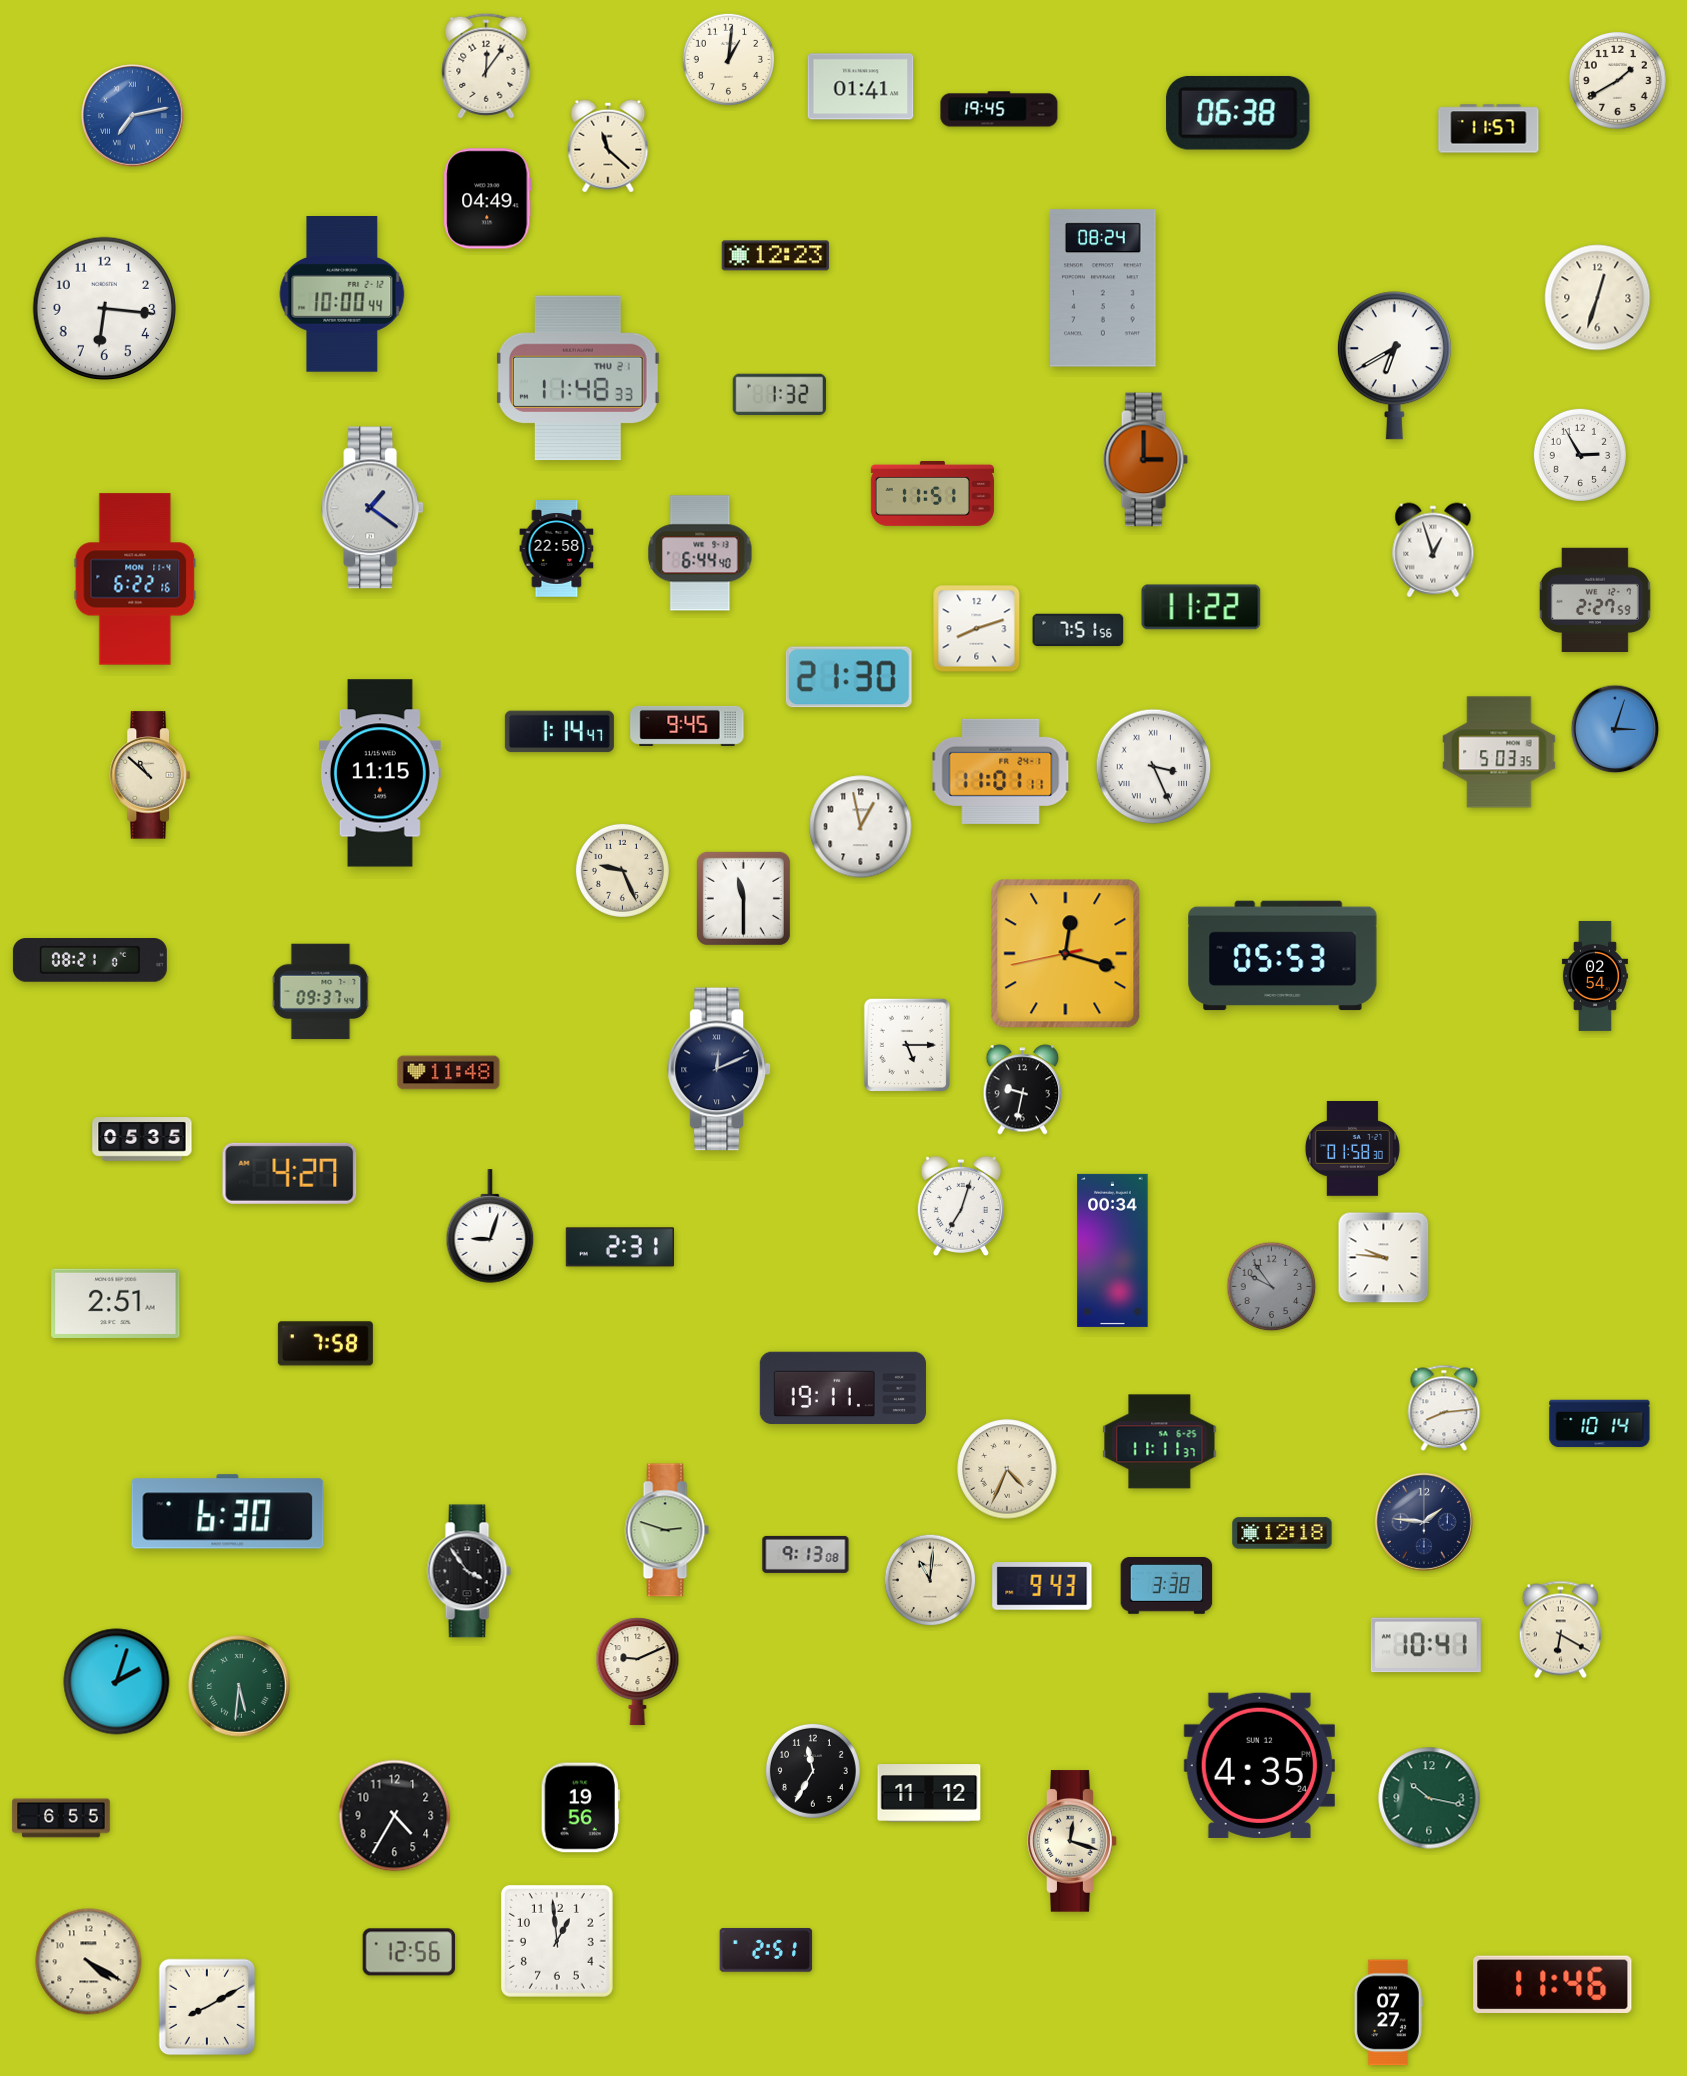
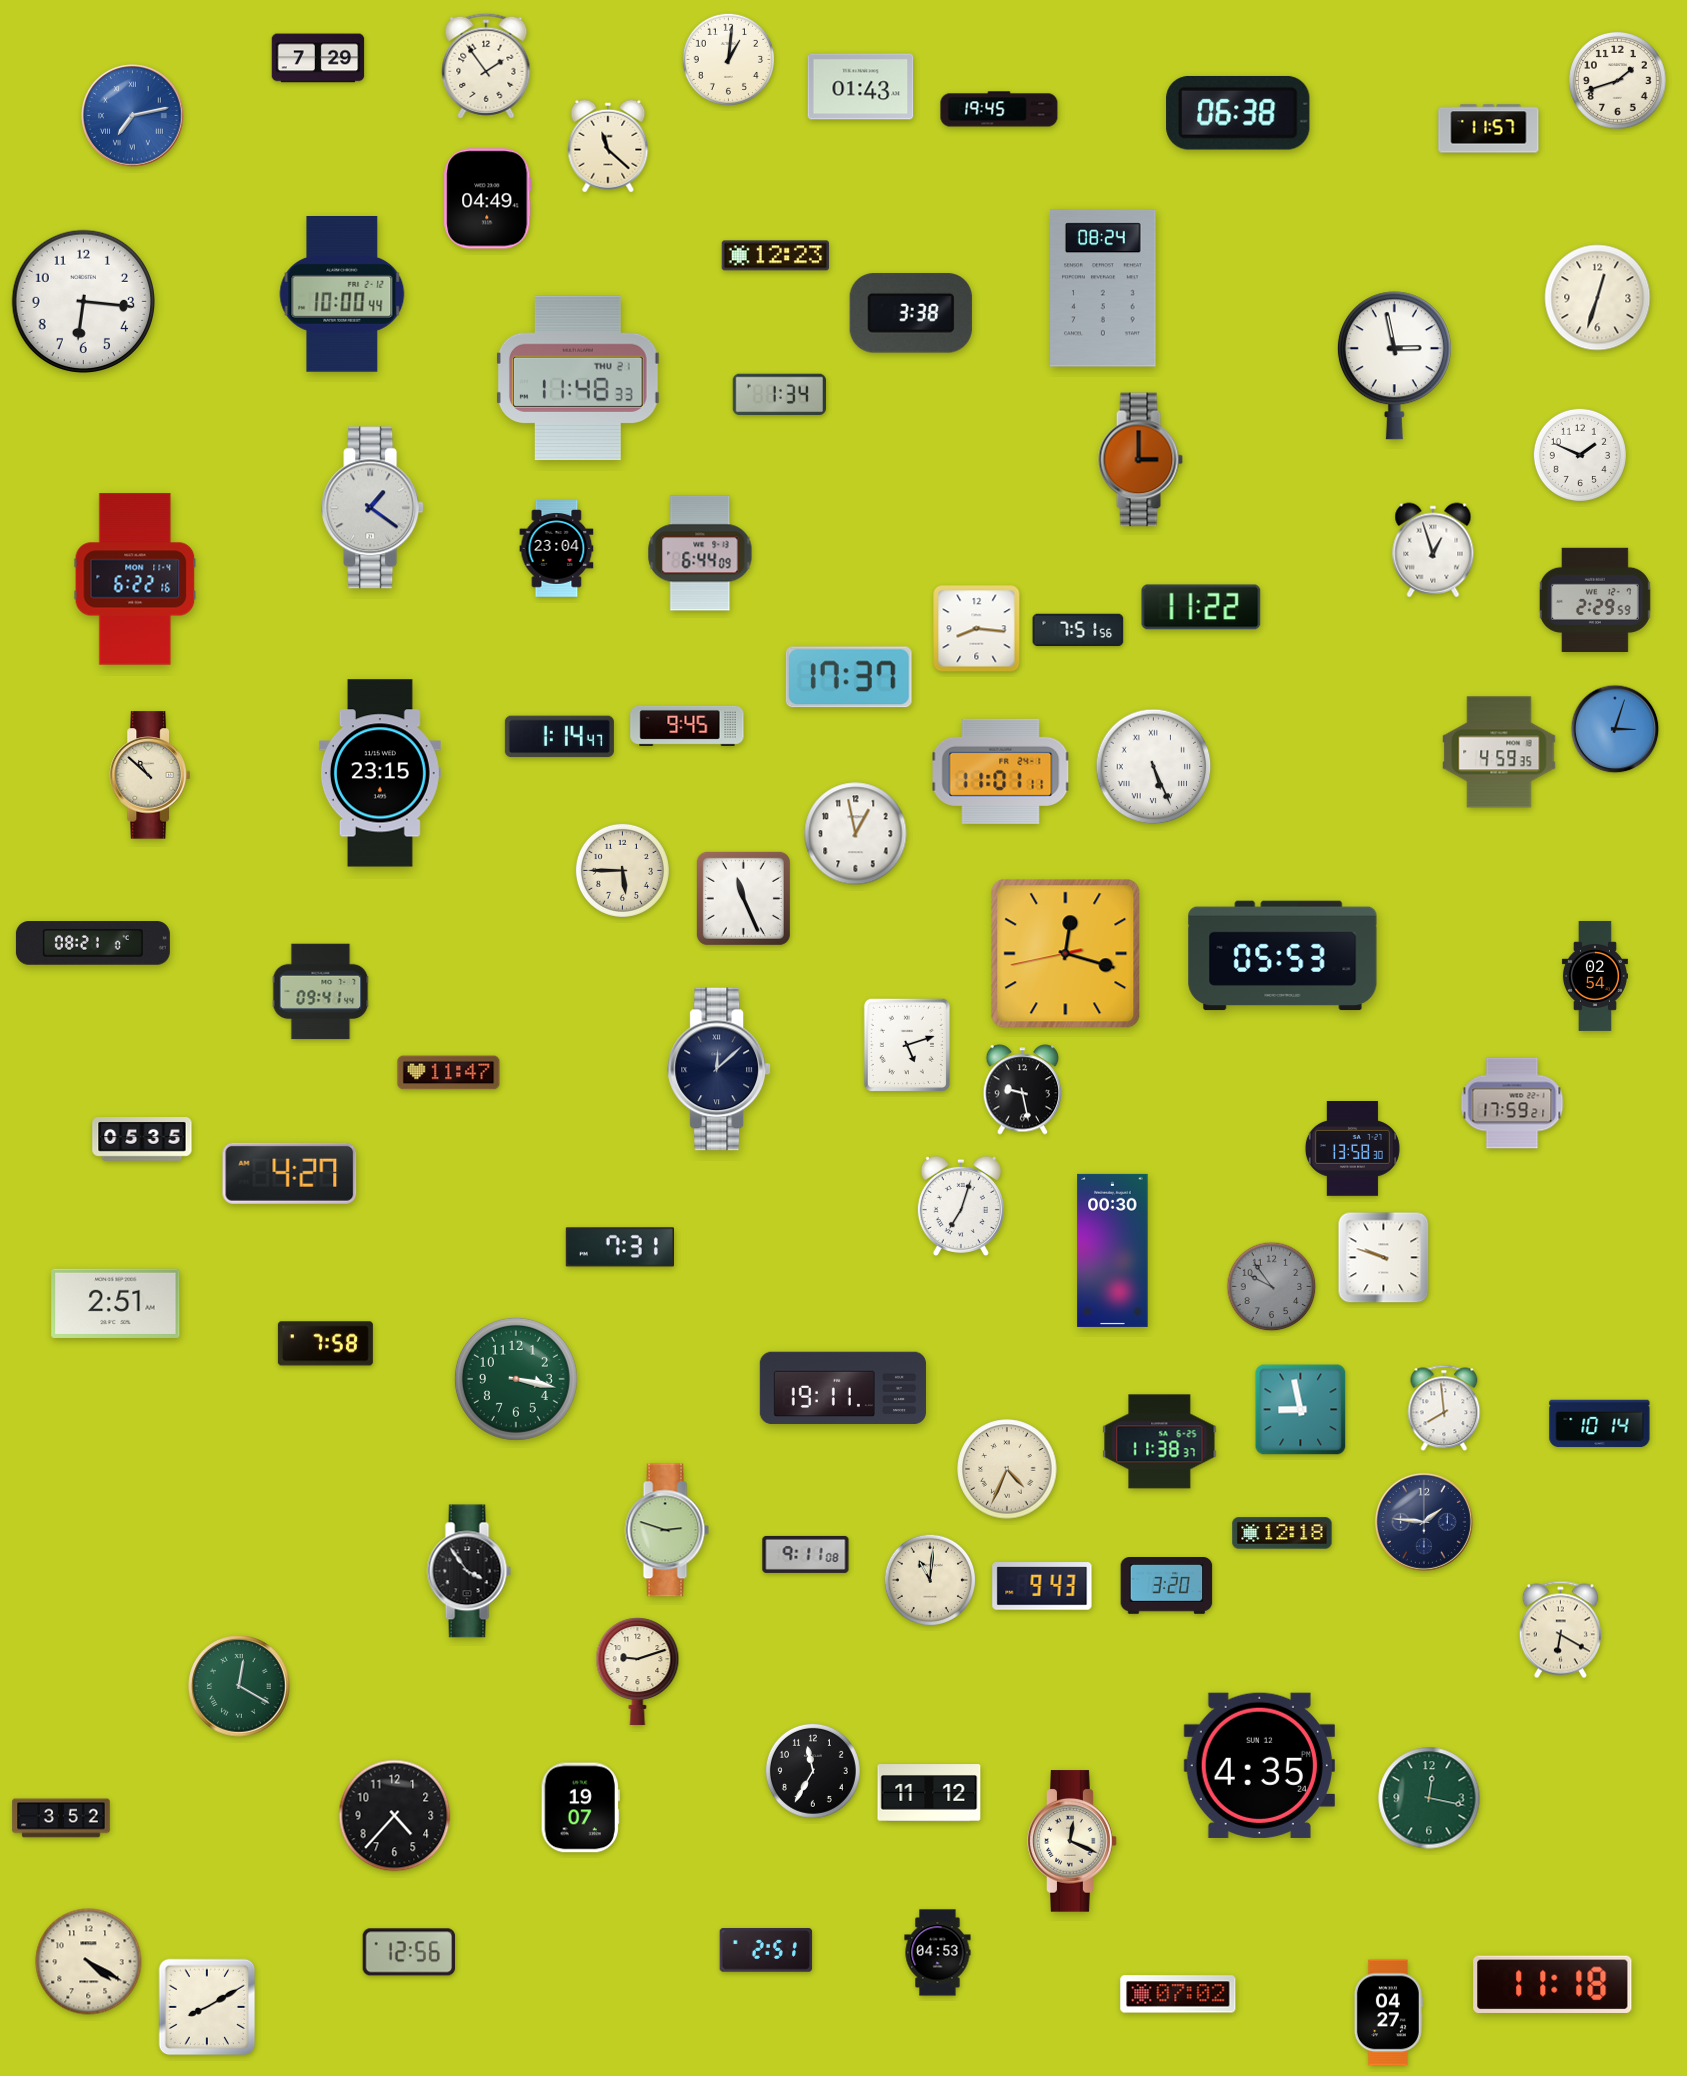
clock at (318, 58): none -> 7:29
clock at (486, 66): 12:06 -> 1:54
clock at (1618, 81): 1:40 -> 1:42
clock at (861, 87): 01:41 -> 01:43
clock at (104, 308) position: (104, 308) -> (83, 301)
clock at (911, 313): none -> 3:38
clock at (1394, 366): 6:40 -> 2:58
clock at (779, 395): 1:32 -> 1:34
clock at (1580, 455): 2:55 -> 1:49
clock at (1145, 460) position: (1145, 460) -> (1140, 460)
clock at (932, 493): 11:51 -> none
clock at (557, 549): 22:58 -> 23:04
clock at (700, 553): 6:44:40 -> 6:44:09
clock at (1595, 599): 2:27 -> 2:29
clock at (977, 629): 8:12 -> 8:16
clock at (849, 677): 21:30 -> 17:37
clock at (559, 732) position: (559, 732) -> (559, 737)
clock at (1499, 752): 5:03 -> 4:59
clock at (1154, 767): 3:26 -> 5:26
clock at (380, 773): 11:15 -> 23:15
clock at (861, 827) position: (861, 827) -> (856, 834)
clock at (622, 870): 9:26 -> 5:45
clock at (743, 898): 11:30 -> 11:26
clock at (90, 960) position: (90, 960) -> (93, 943)
clock at (321, 992): 09:37 -> 09:41
clock at (907, 1045): 5:15 -> 5:12
clock at (719, 1069): 12:11 -> 12:08
clock at (449, 1073): 11:48 -> 11:47
clock at (1023, 1090): 9:32 -> 9:28
clock at (1512, 1103): none -> 17:59
clock at (1352, 1149): 01:58 -> 13:58
clock at (490, 1226): 9:03 -> none
clock at (620, 1247): 2:31 -> 7:31
clock at (1113, 1250): 00:34 -> 00:30
clock at (1384, 1258): 9:46 -> 9:48
clock at (516, 1379): none -> 3:17
clock at (1444, 1408): 8:14 -> 7:59
clock at (1301, 1410): none -> 8:58
clock at (1160, 1442): 11:11 -> 11:38
clock at (228, 1512): 6:30 -> none
clock at (806, 1554): 9:13 -> 9:11
clock at (1167, 1586): 3:38 -> 3:20
clock at (1426, 1645): 10:41 -> none
clock at (638, 1672): 9:11 -> 9:12
clock at (117, 1682): 2:03 -> none
clock at (239, 1686): 5:31 -> 12:20
clock at (1429, 1798): 10:17 -> 12:17
clock at (580, 1808): 19:56 -> 19:07
clock at (395, 1816): 4:35 -> 4:37
clock at (61, 1818): 6:55 -> 3:52
clock at (1072, 1841): 12:18 -> 12:19
clock at (557, 1941): 12:59 -> none
clock at (938, 1953): none -> 04:53
clock at (1553, 1984): 11:46 -> 11:18
clock at (1178, 1994): none -> 07:02
clock at (1388, 2013): 07:27 -> 04:27
